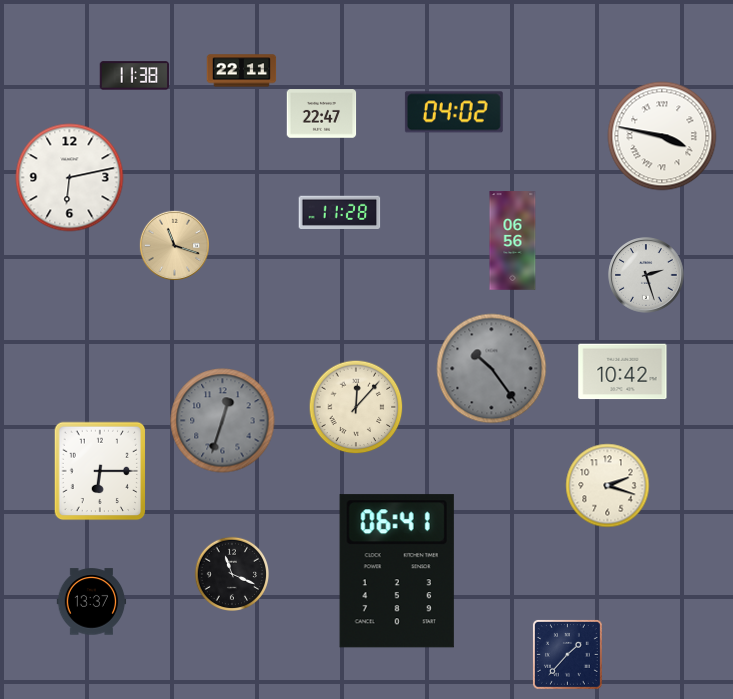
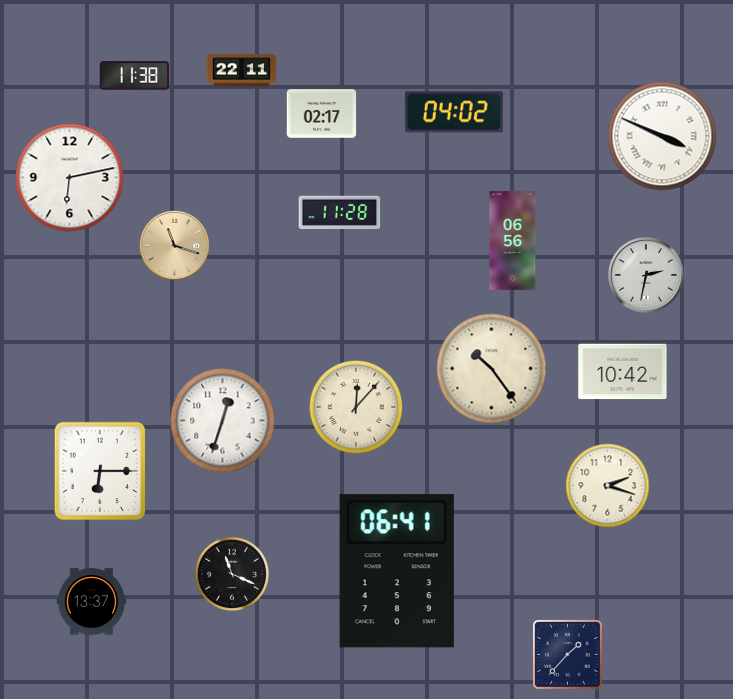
clock at (322, 114): 22:47 -> 02:17
clock at (662, 136): 3:47 -> 3:49
clock at (646, 275): 2:27 -> 2:32
clock at (492, 369) dial: grey -> cream
clock at (223, 421) dial: grey -> white
